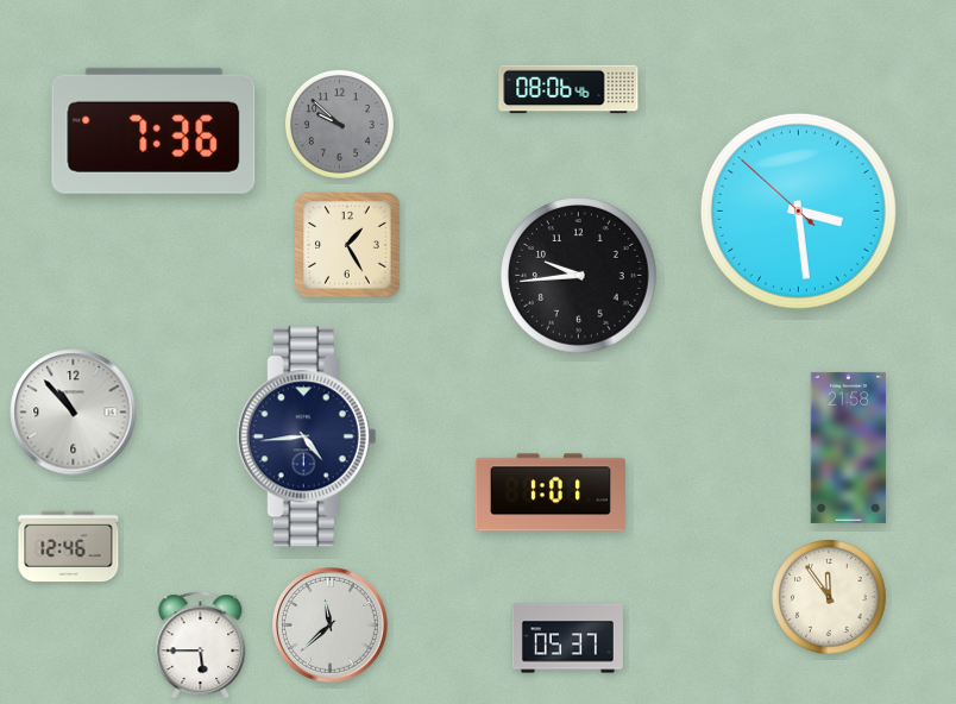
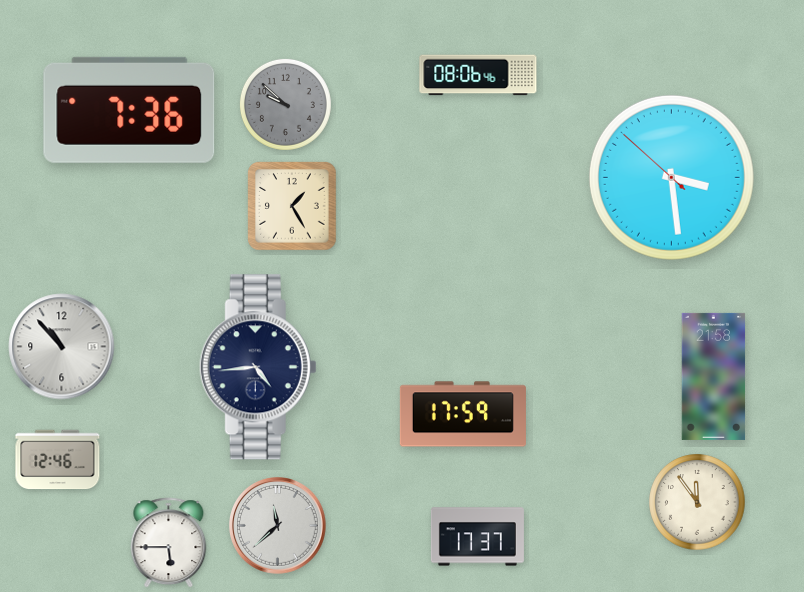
clock at (579, 276): 9:44 -> none
clock at (551, 492): 1:01 -> 17:59
clock at (567, 639): 05:37 -> 17:37
